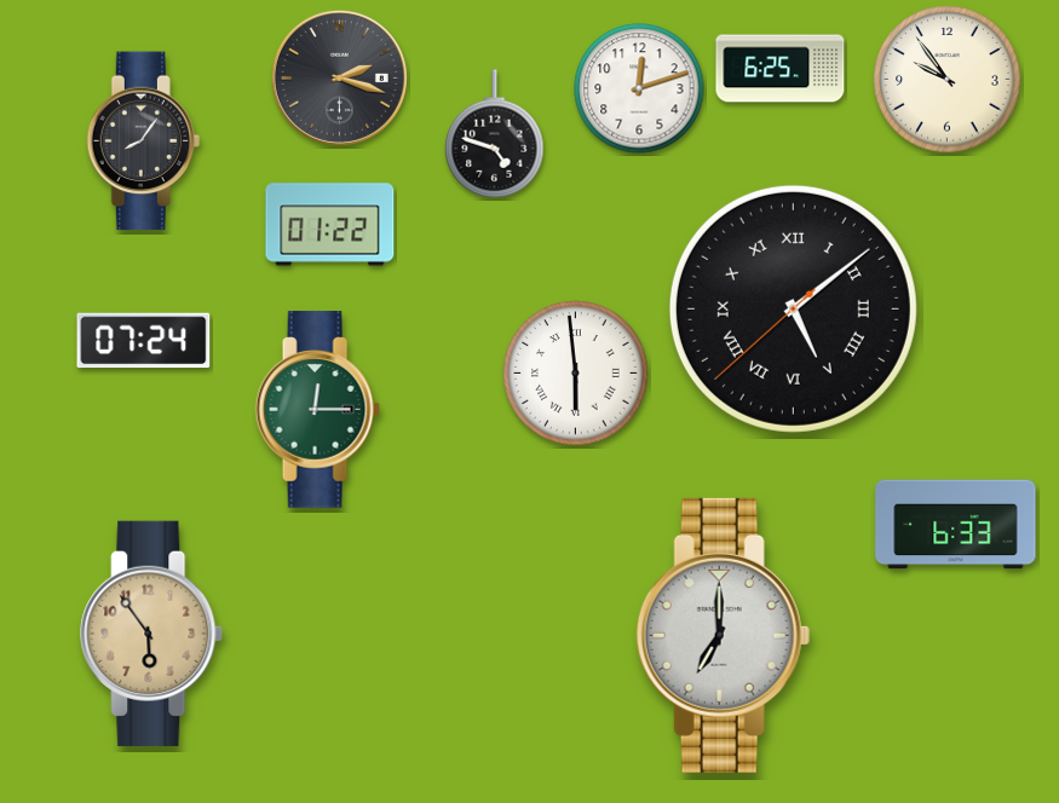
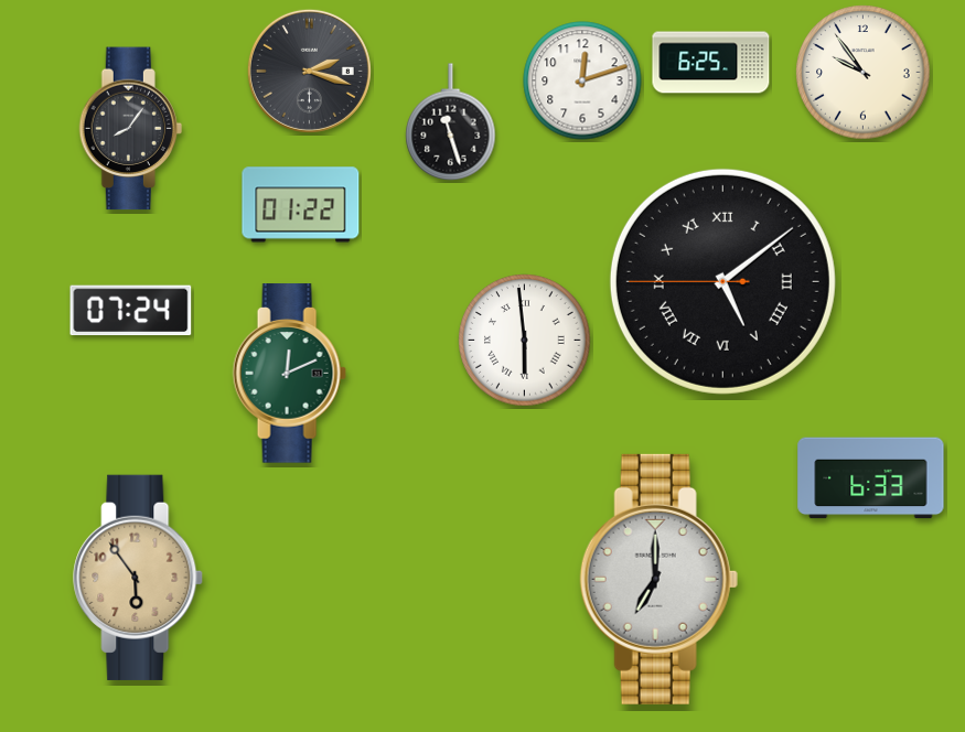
clock at (495, 134): 4:48 -> 11:27
clock at (793, 308): 5:08:38 -> 5:08:45
clock at (317, 410): 12:15 -> 12:11
